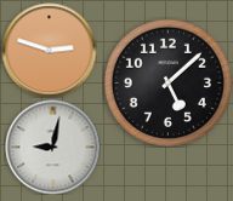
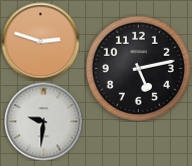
clock at (167, 82): 5:08 -> 5:13
clock at (52, 147): 9:02 -> 9:31
